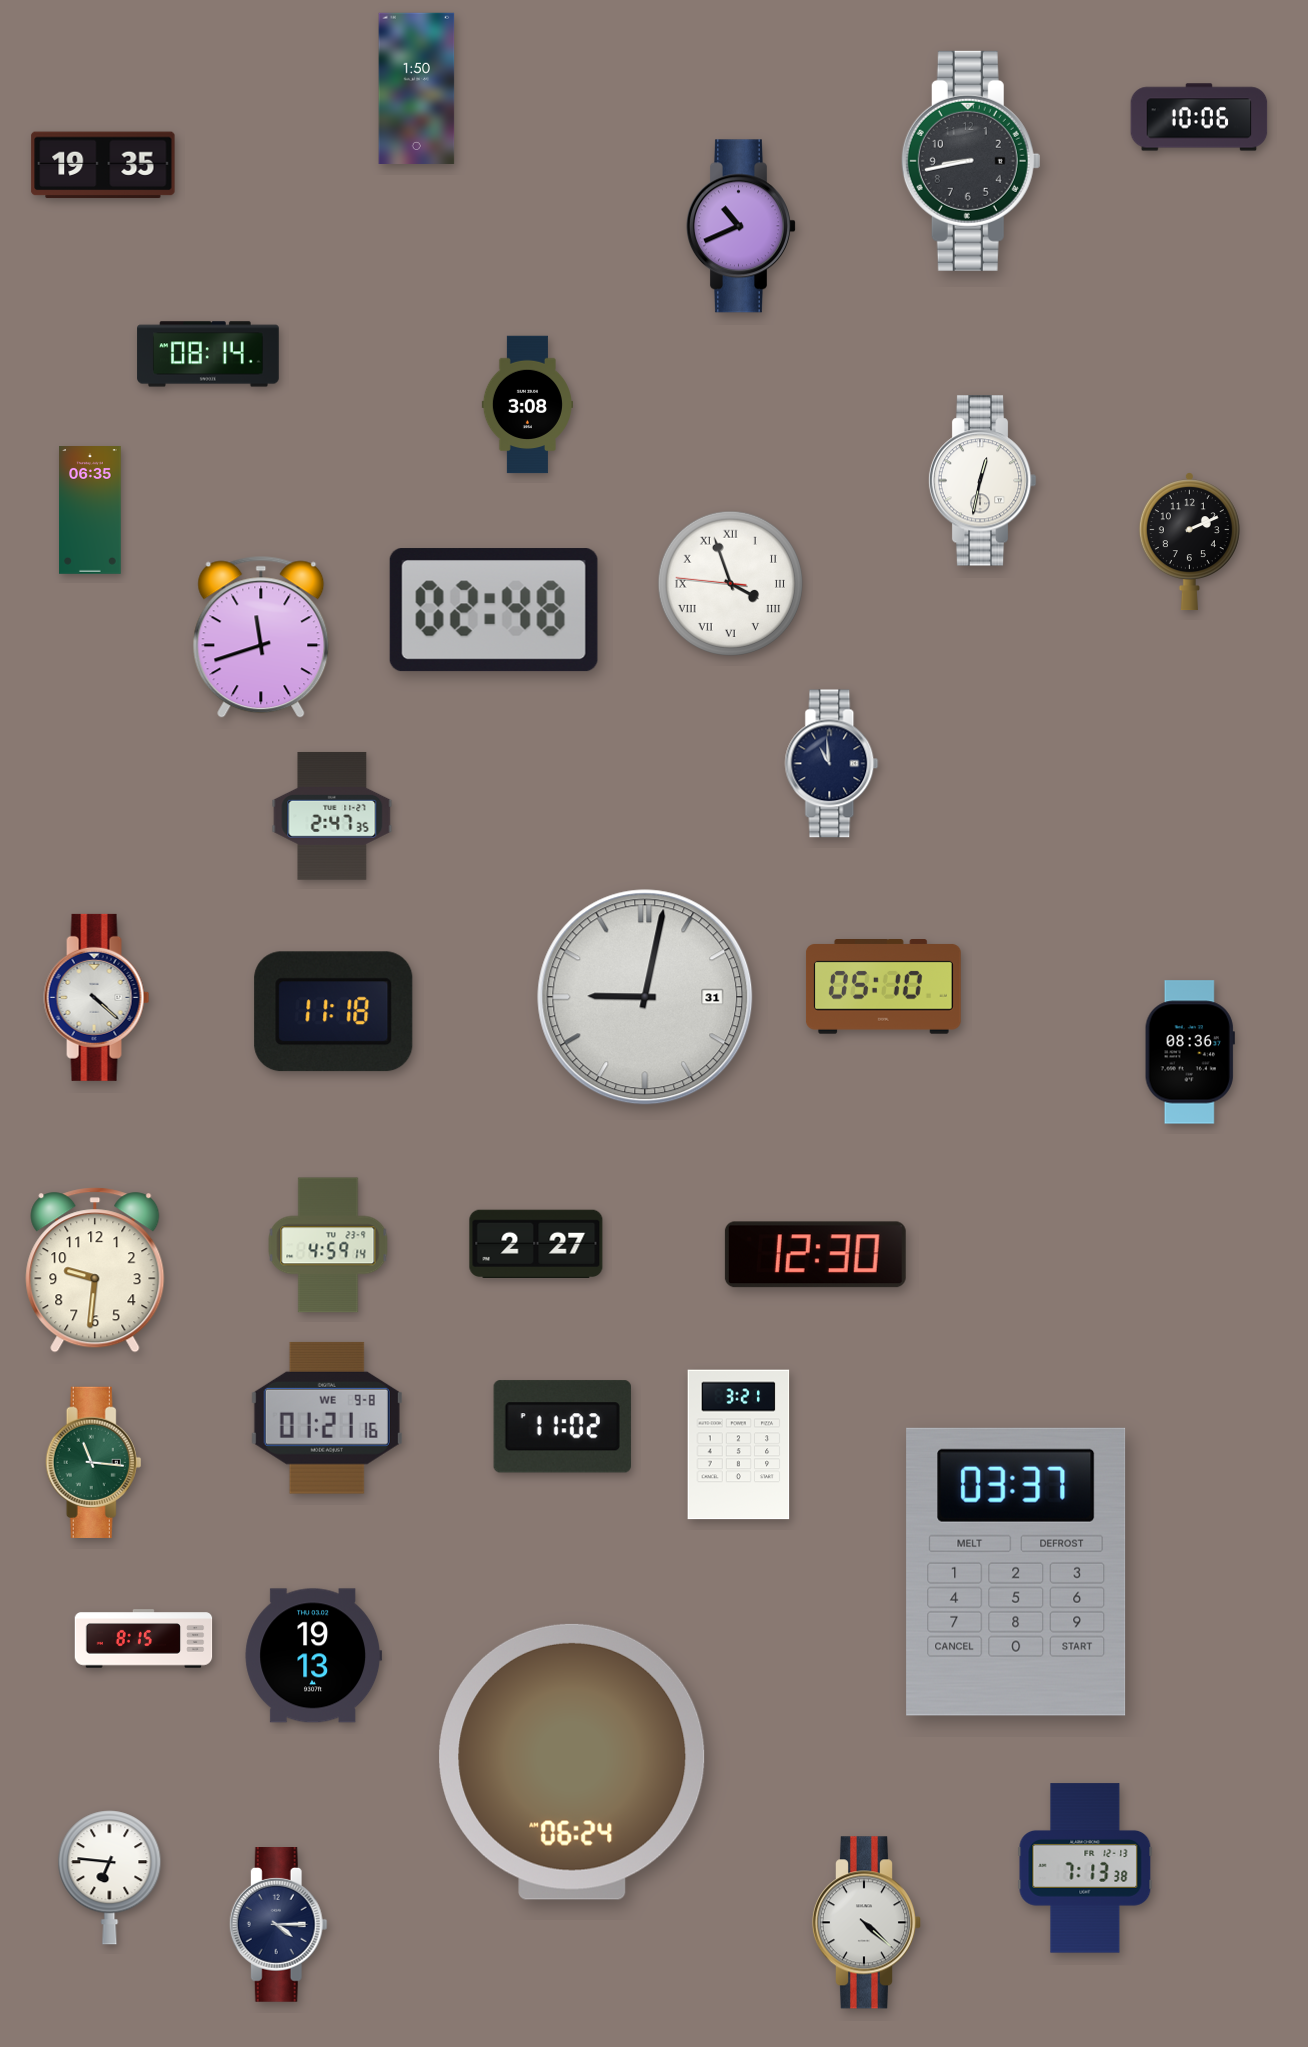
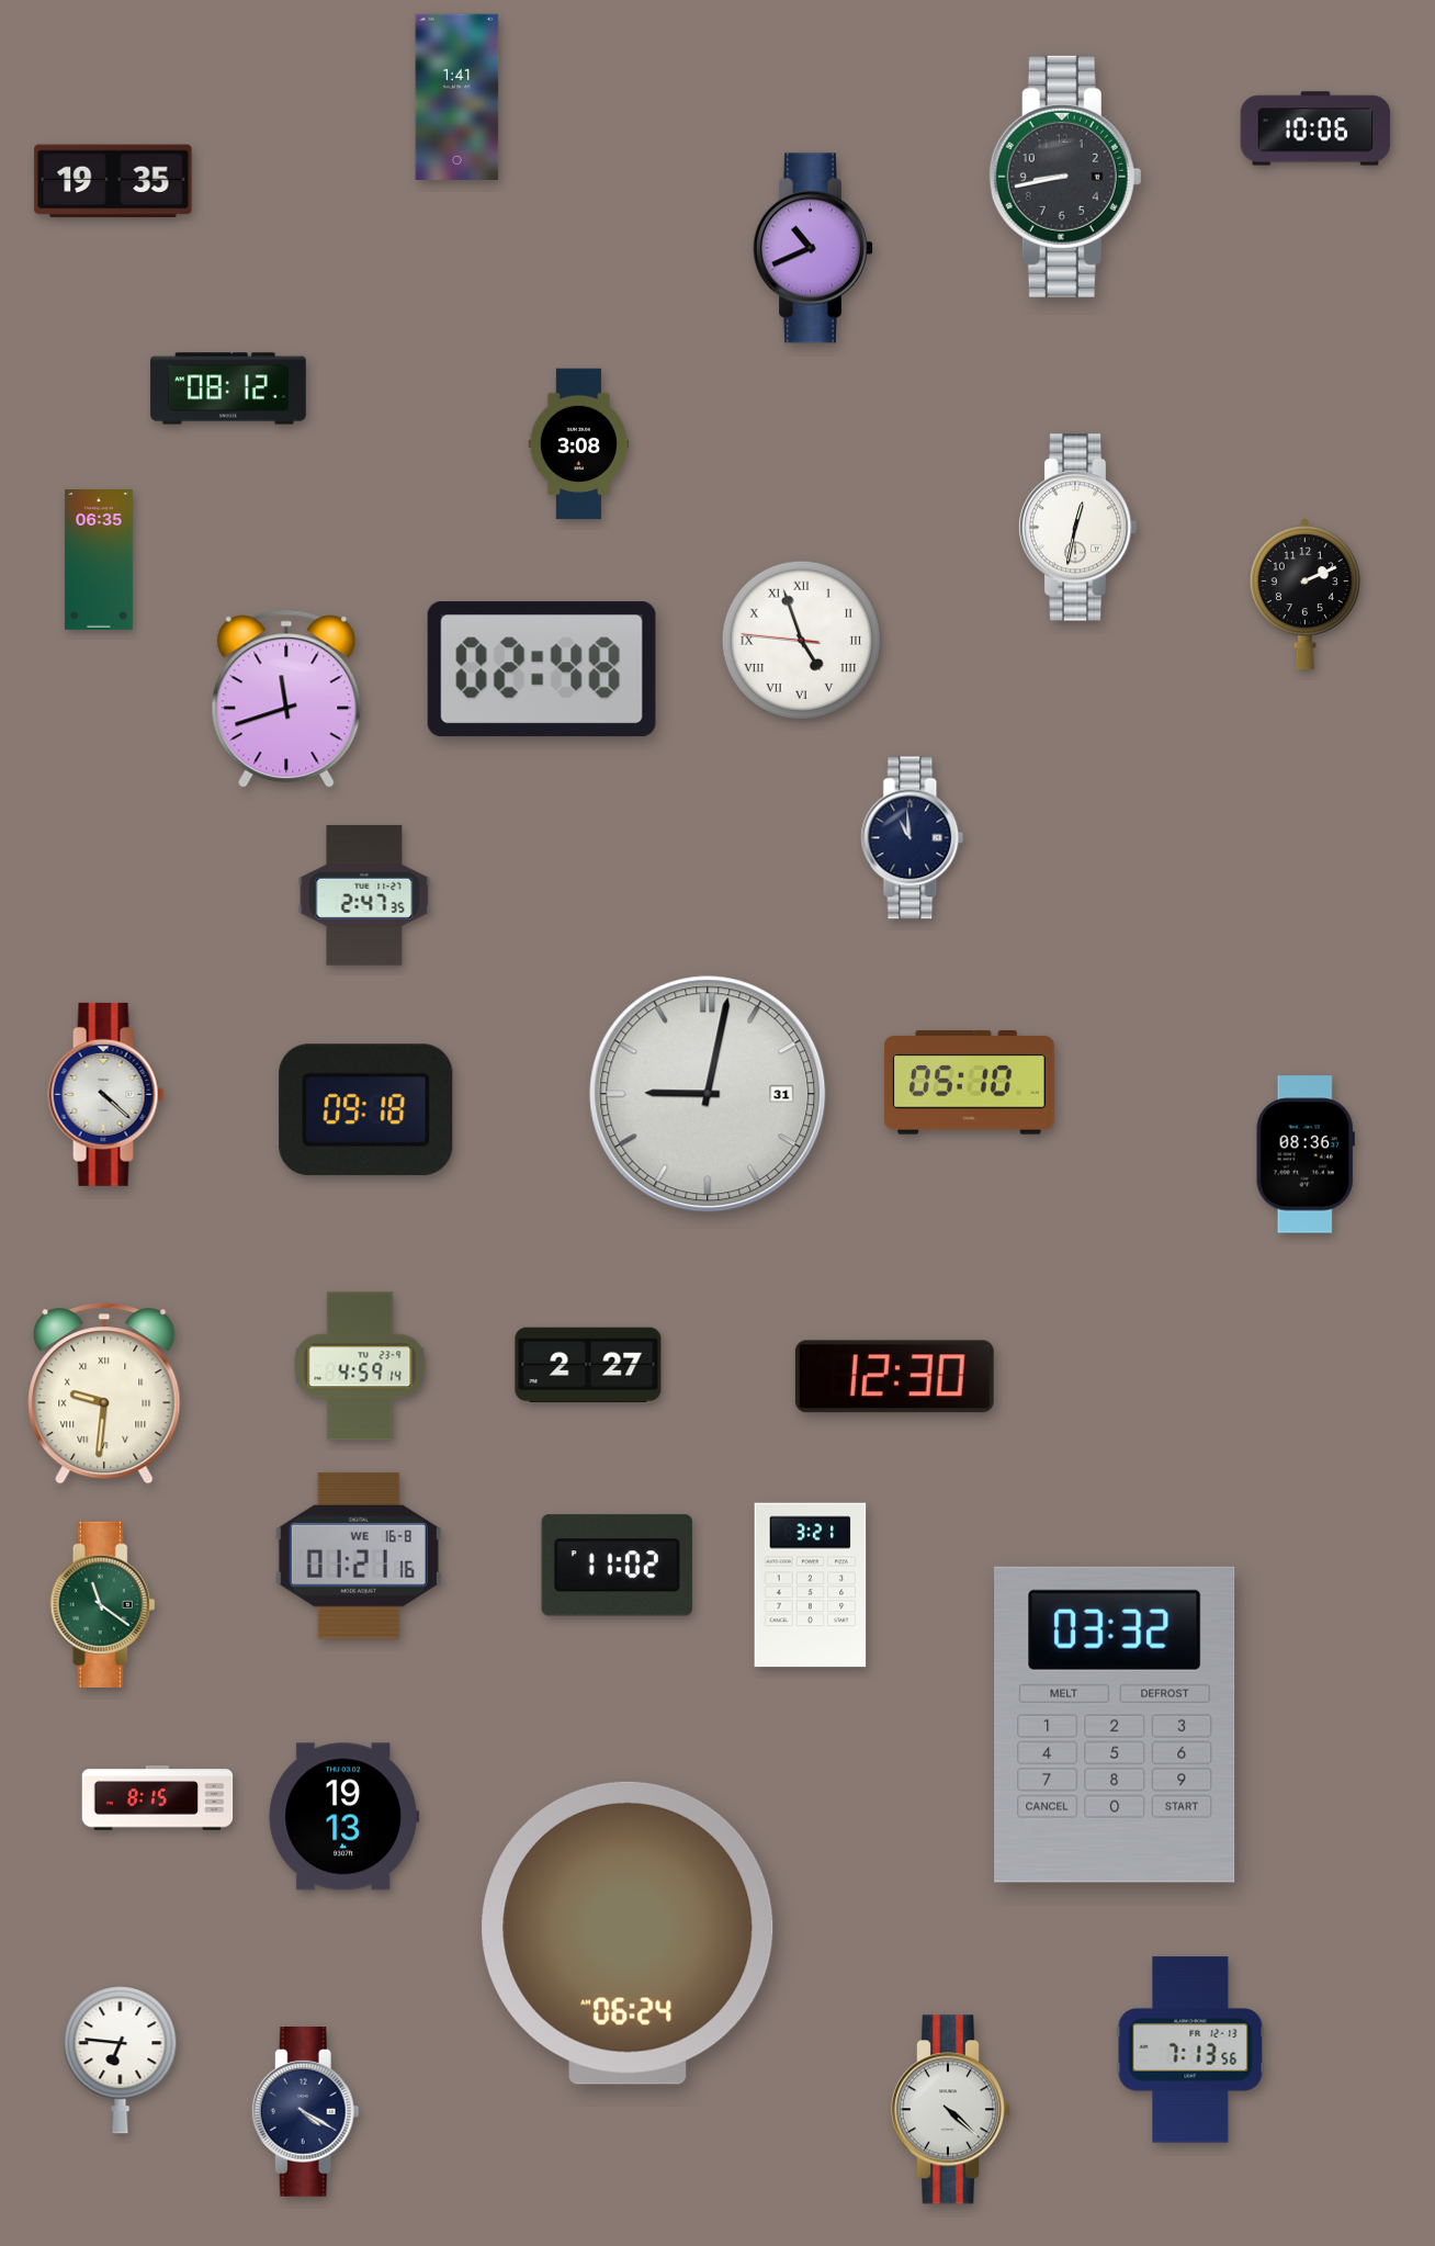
clock at (417, 88): 1:50 -> 1:41
clock at (208, 354): 08:14 -> 08:12
clock at (730, 583): 3:56 -> 4:56
clock at (334, 1012): 11:18 -> 09:18
clock at (95, 1270) numerals: Arabic -> Roman
clock at (327, 1418) date: WE 9-8 -> WE 16-8
clock at (94, 1462): 11:16 -> 11:21
clock at (1016, 1572): 03:37 -> 03:32
clock at (1085, 1868): 7:13:38 -> 7:13:56
clock at (278, 1925): 4:15 -> 4:20
